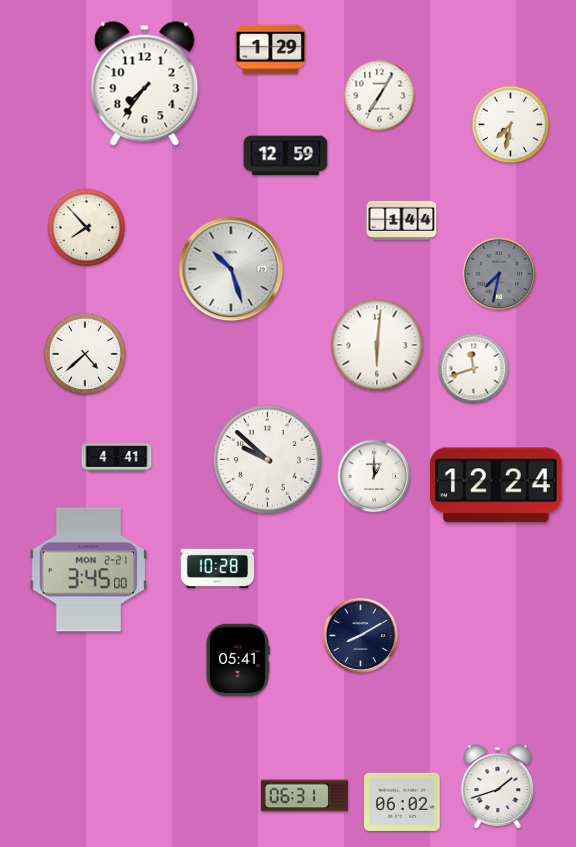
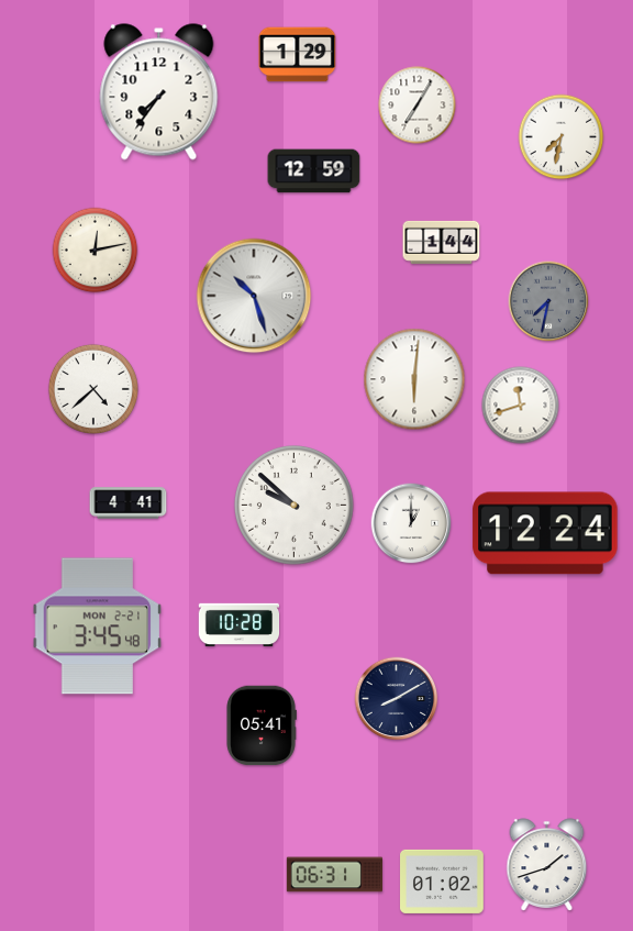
clock at (87, 228): 7:53 -> 12:13
clock at (89, 570): 3:45:00 -> 3:45:48
clock at (403, 802): 06:02 -> 01:02
